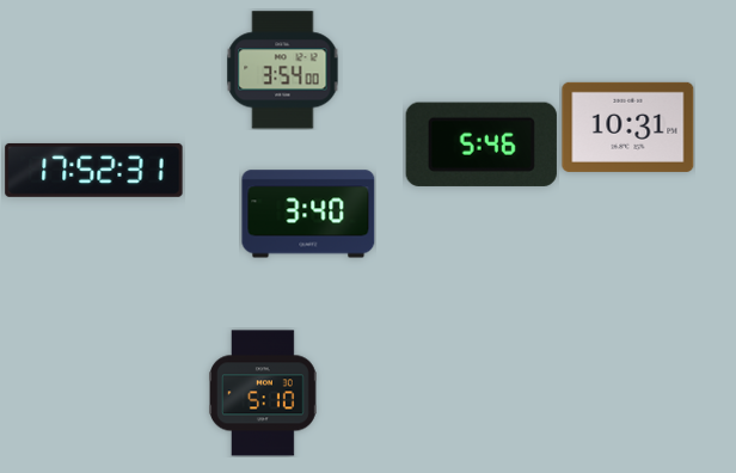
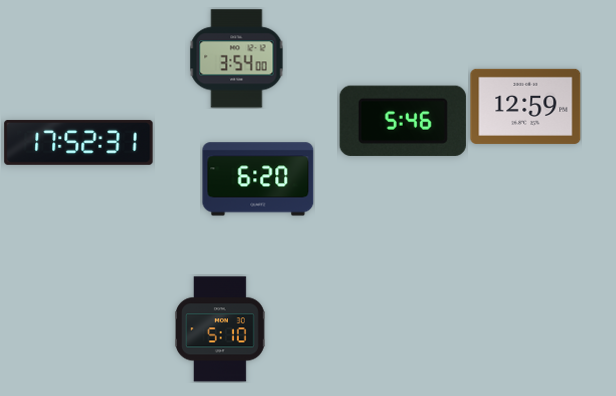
clock at (628, 127): 10:31 -> 12:59
clock at (308, 214): 3:40 -> 6:20
